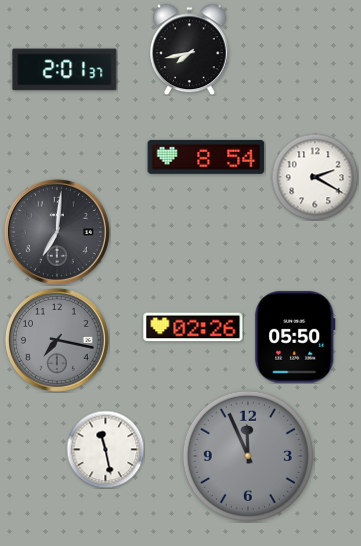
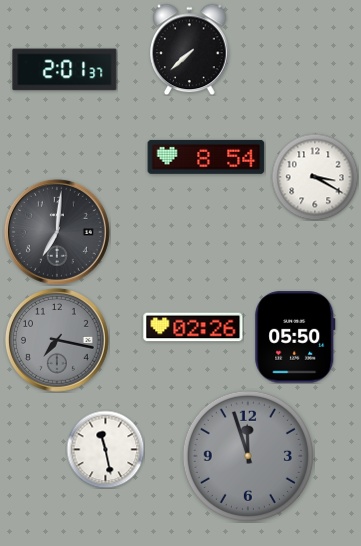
clock at (190, 49): 7:43 -> 7:38
clock at (315, 177): 2:20 -> 3:20
clock at (248, 456): 11:56 -> 11:57
